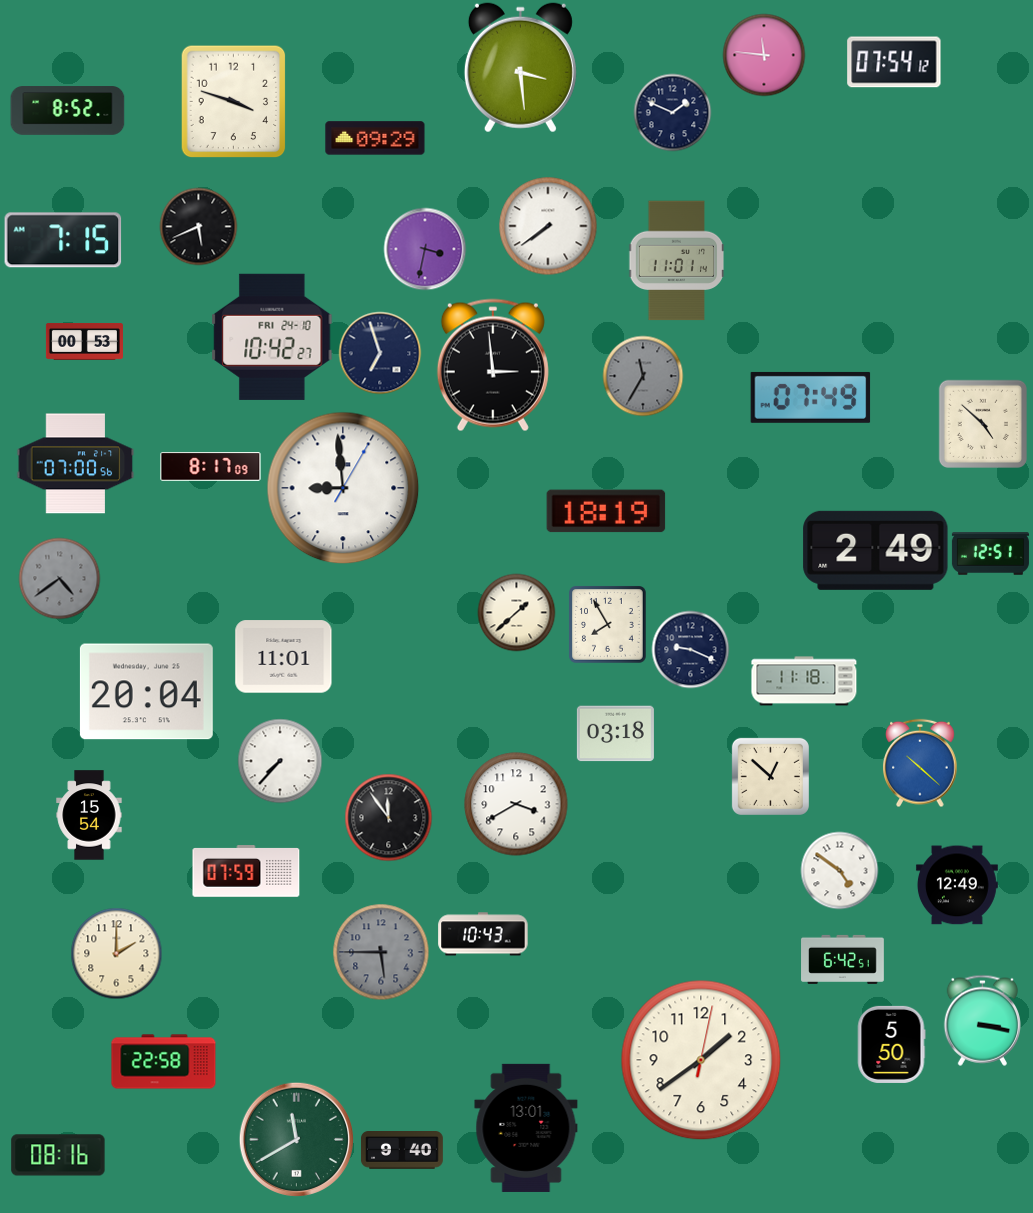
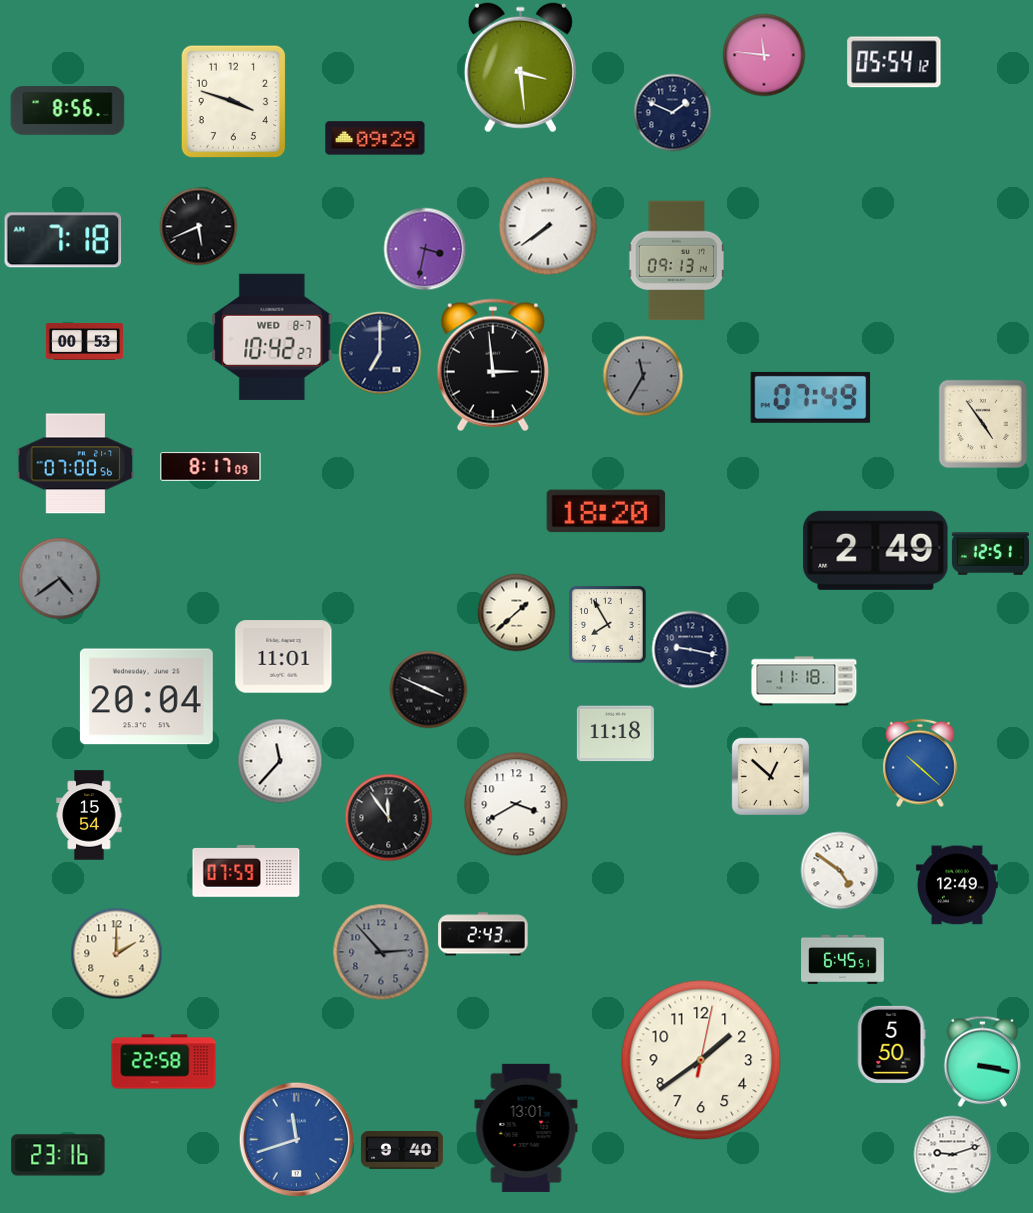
clock at (894, 62): 07:54 -> 05:54
clock at (68, 111): 8:52 -> 8:56
clock at (63, 240): 7:15 -> 7:18
clock at (677, 261): 11:01 -> 09:13
clock at (272, 337) date: FRI 24-10 -> WED 8-7
clock at (380, 353): 6:57 -> 7:00
clock at (983, 424): 4:52 -> 4:54
clock at (343, 488): 8:59 -> none
clock at (606, 511): 18:19 -> 18:20
clock at (690, 649): 9:19 -> 9:17
clock at (428, 689): none -> 3:49
clock at (146, 692) position: (146, 692) -> (146, 697)
clock at (615, 734): 03:18 -> 11:18
clock at (280, 761): 7:37 -> 11:37
clock at (483, 934): 10:43 -> 2:43
clock at (381, 952): 5:45 -> 2:53
clock at (843, 959): 6:42 -> 6:45
clock at (982, 1020) position: (982, 1020) -> (982, 1061)
clock at (296, 1139): 11:40 -> 11:42
clock at (296, 1139) dial: green -> blue
clock at (952, 1154): none -> 9:12
clock at (58, 1155): 08:16 -> 23:16
